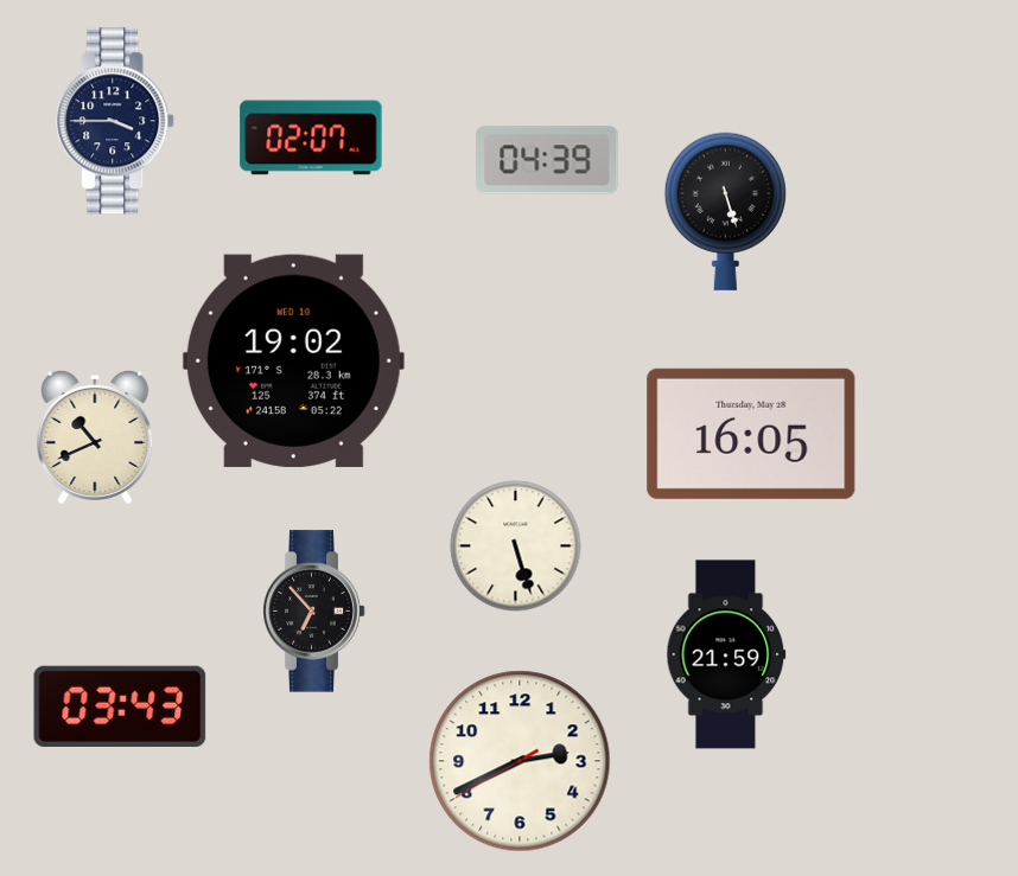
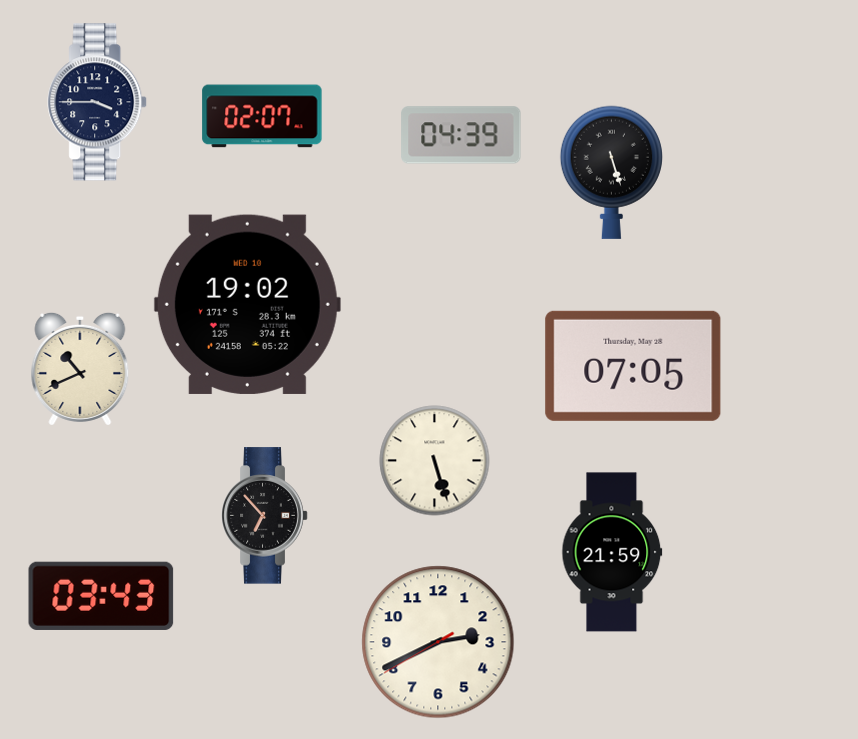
clock at (725, 211) position: (725, 211) -> (611, 172)
clock at (751, 434): 16:05 -> 07:05
